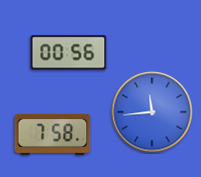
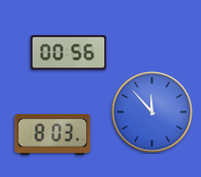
clock at (152, 112): 11:44 -> 11:53
clock at (53, 134): 7:58 -> 8:03
